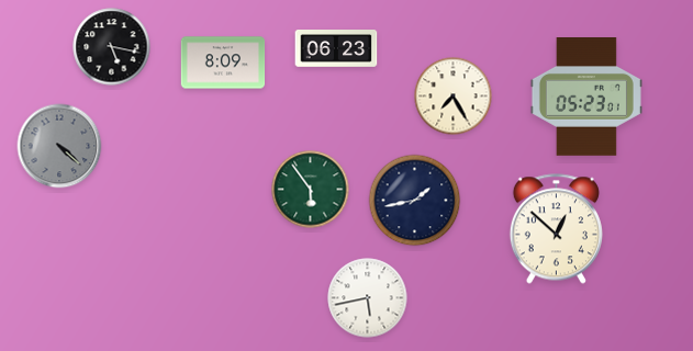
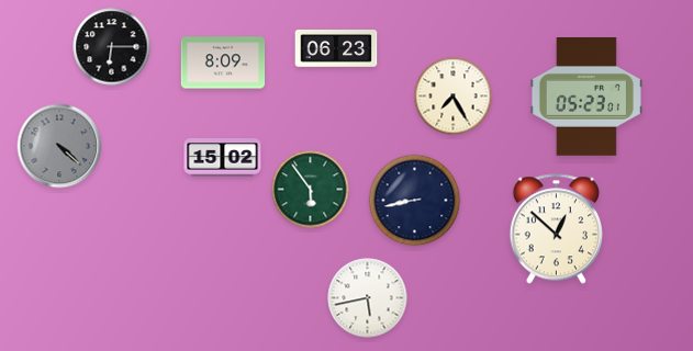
clock at (112, 47): 5:17 -> 6:15
clock at (223, 158): none -> 15:02
clock at (415, 201): 1:43 -> 8:43
